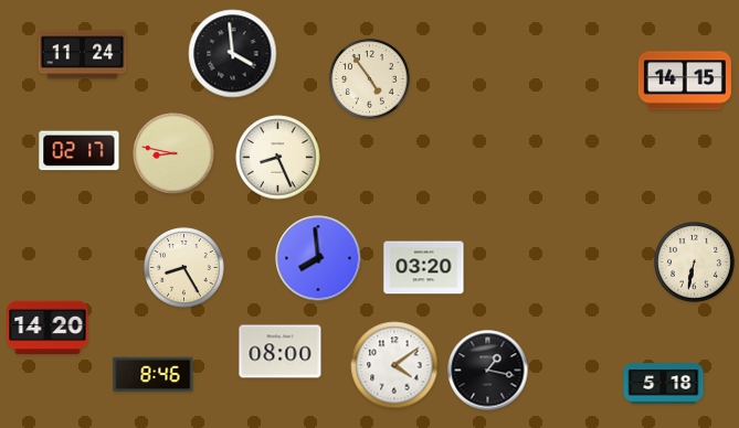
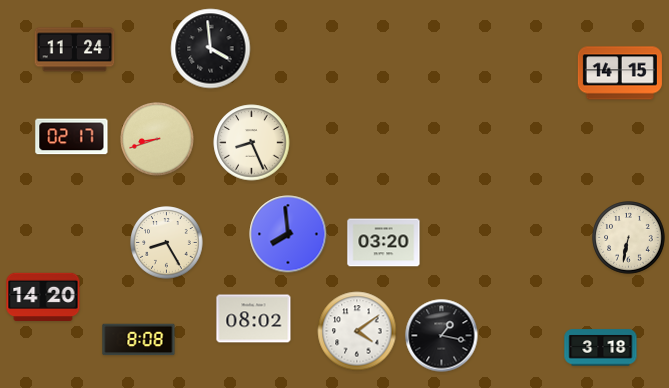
clock at (370, 79): 4:54 -> none
clock at (173, 153): 8:47 -> 8:42
clock at (281, 352): 08:00 -> 08:02
clock at (154, 375): 8:46 -> 8:08
clock at (664, 384): 5:18 -> 3:18
